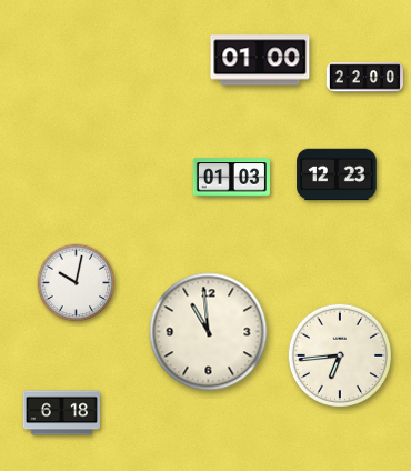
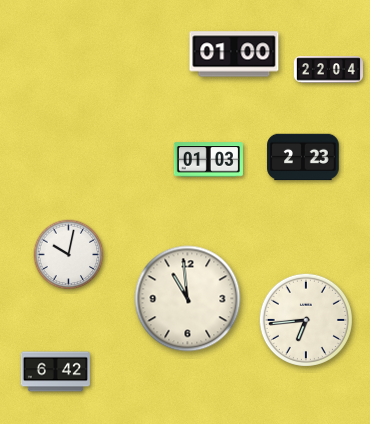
clock at (364, 78): 22:00 -> 22:04
clock at (337, 174): 12:23 -> 2:23
clock at (61, 413): 6:18 -> 6:42
